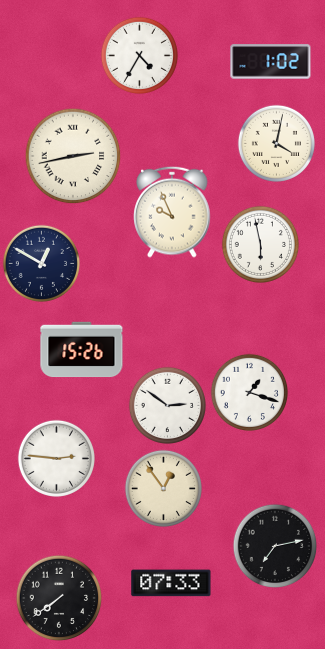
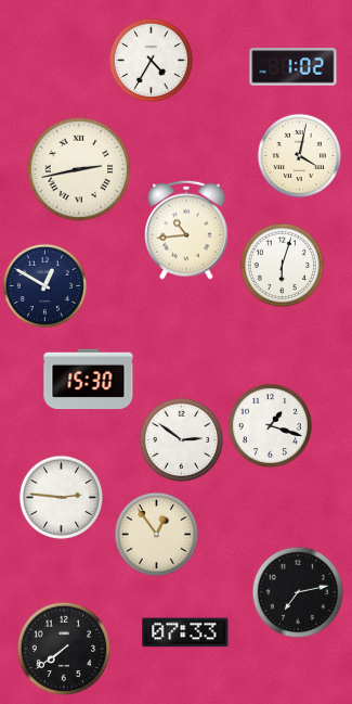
clock at (172, 212): 9:56 -> 10:44
clock at (260, 244): 5:58 -> 6:03
clock at (82, 350): 15:26 -> 15:30
clock at (163, 488) position: (163, 488) -> (156, 534)
